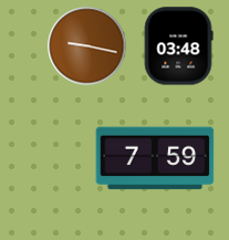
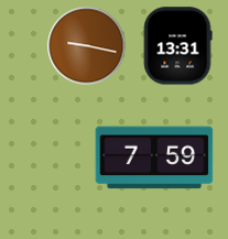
clock at (178, 46): 03:48 -> 13:31
